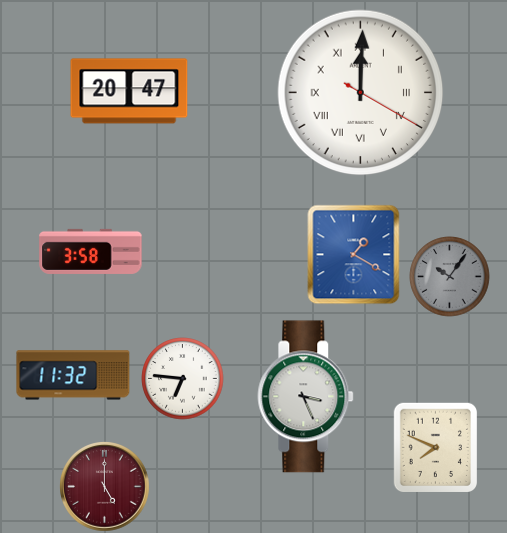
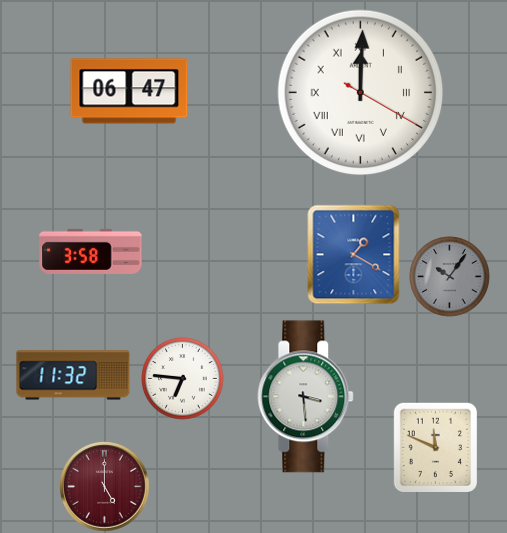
clock at (129, 91): 20:47 -> 06:47
clock at (306, 397): 3:26 -> 3:29
clock at (435, 447): 7:49 -> 11:49
